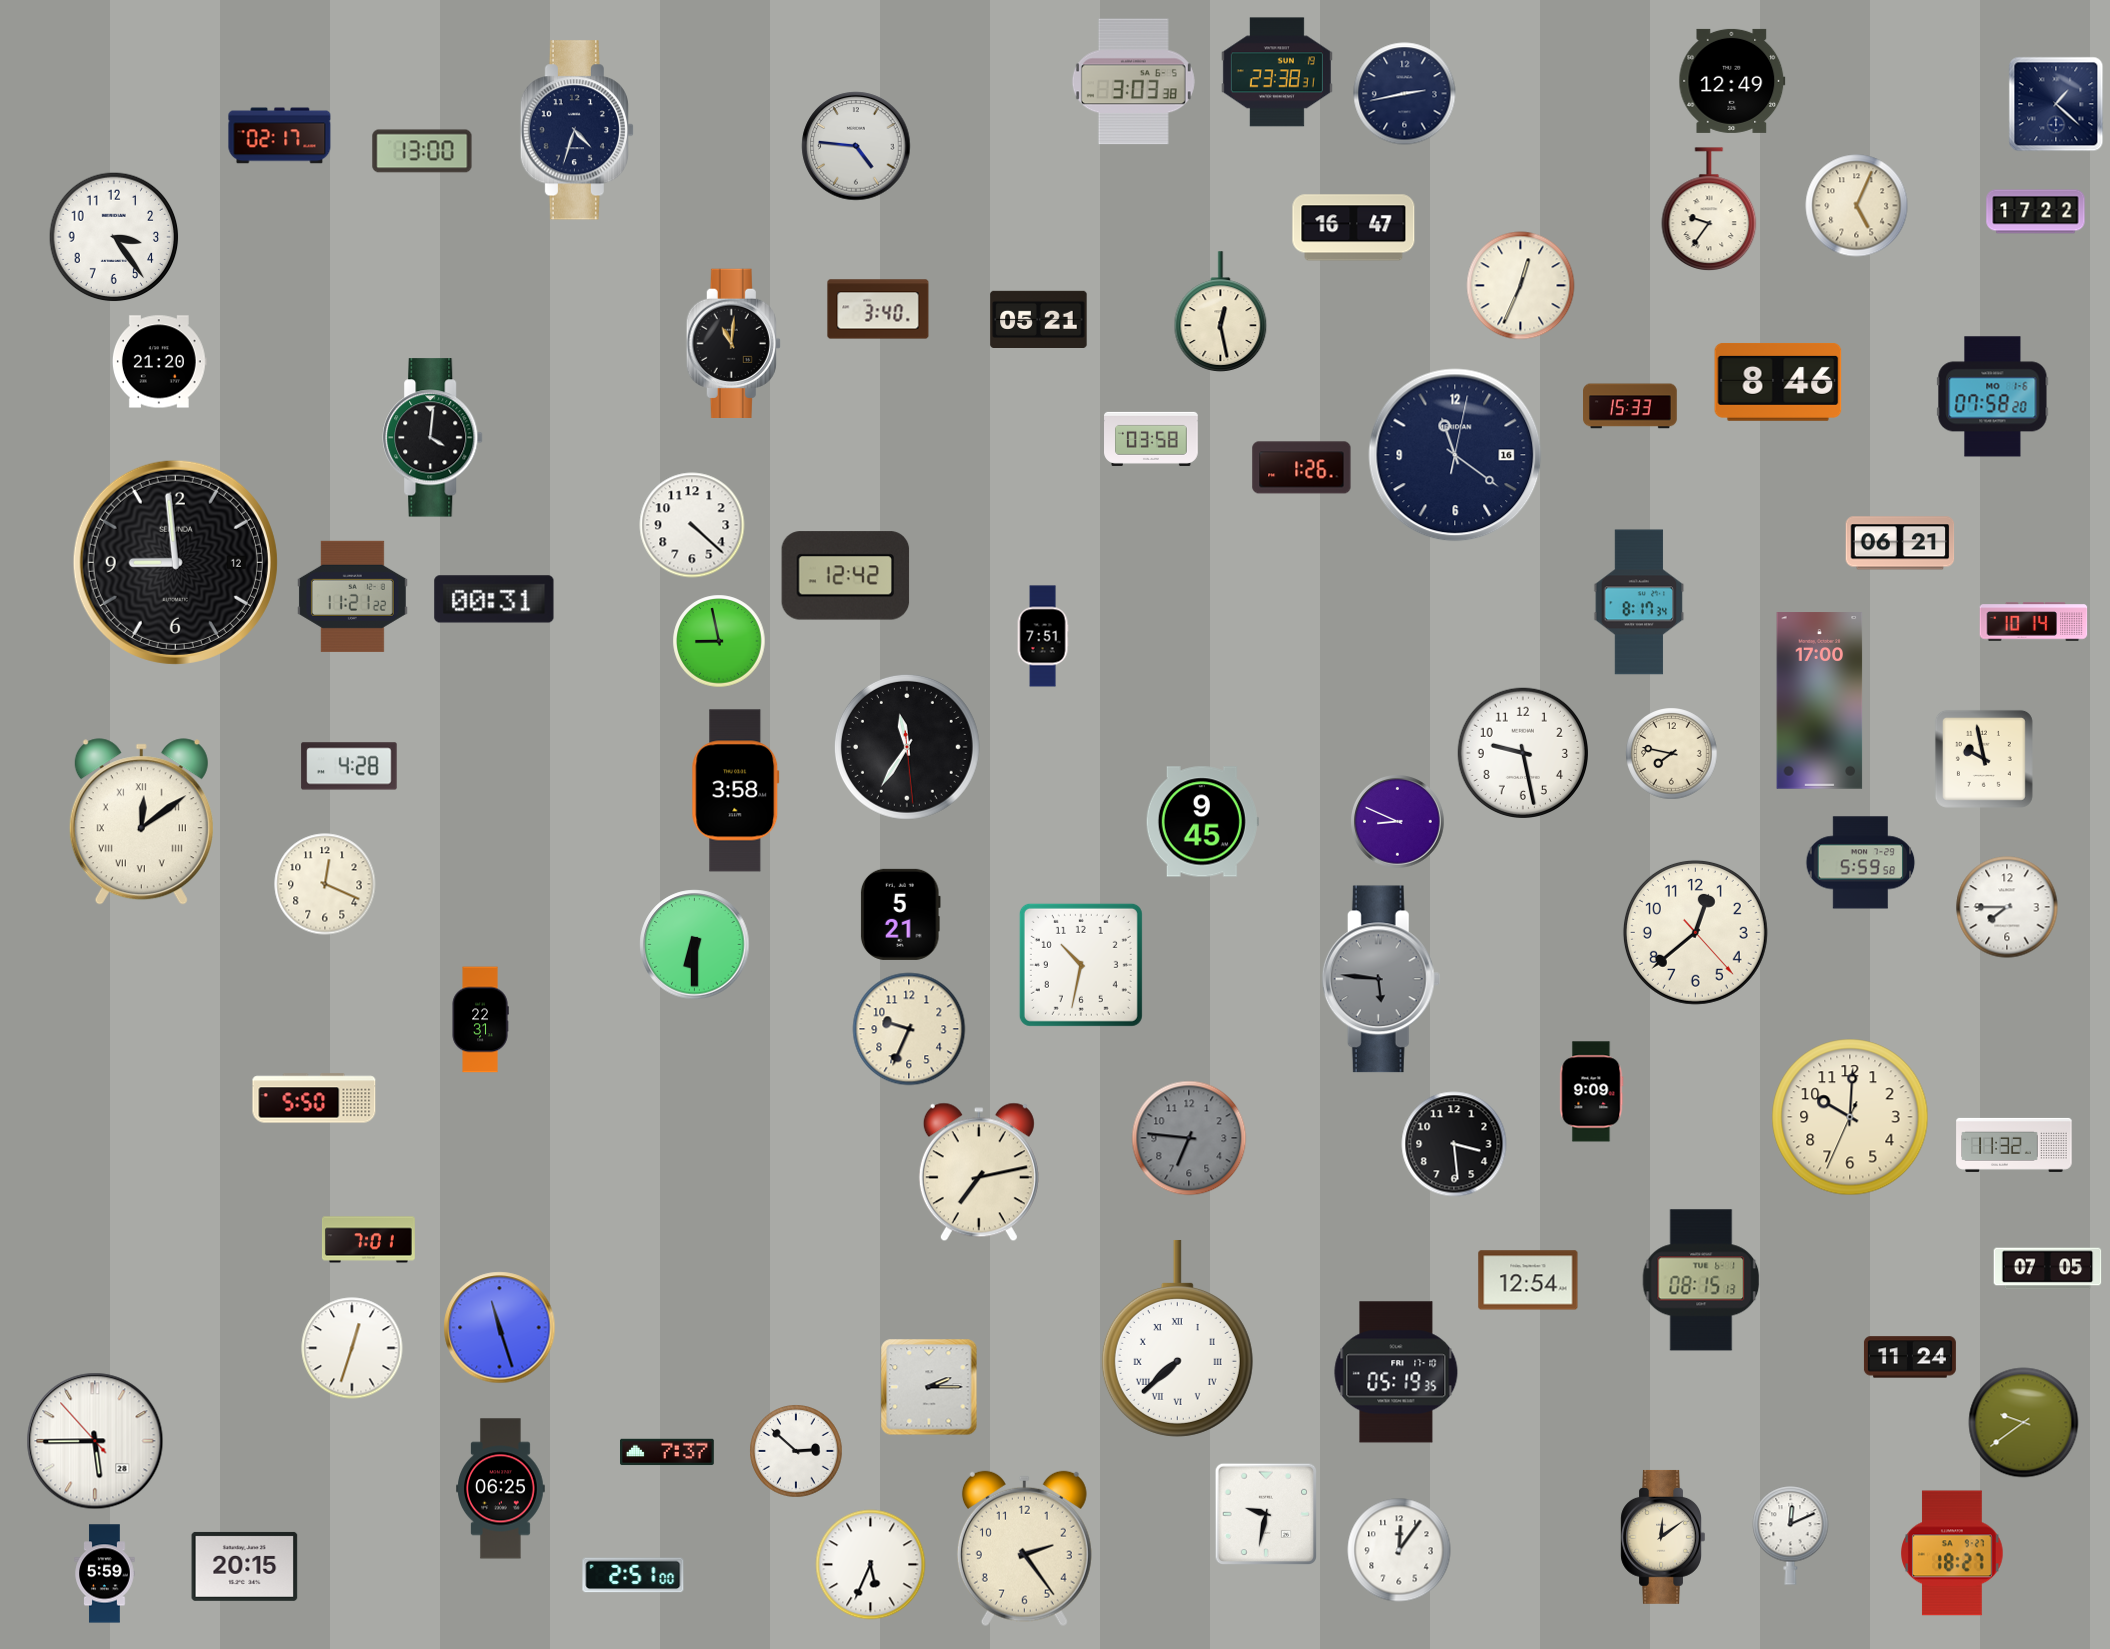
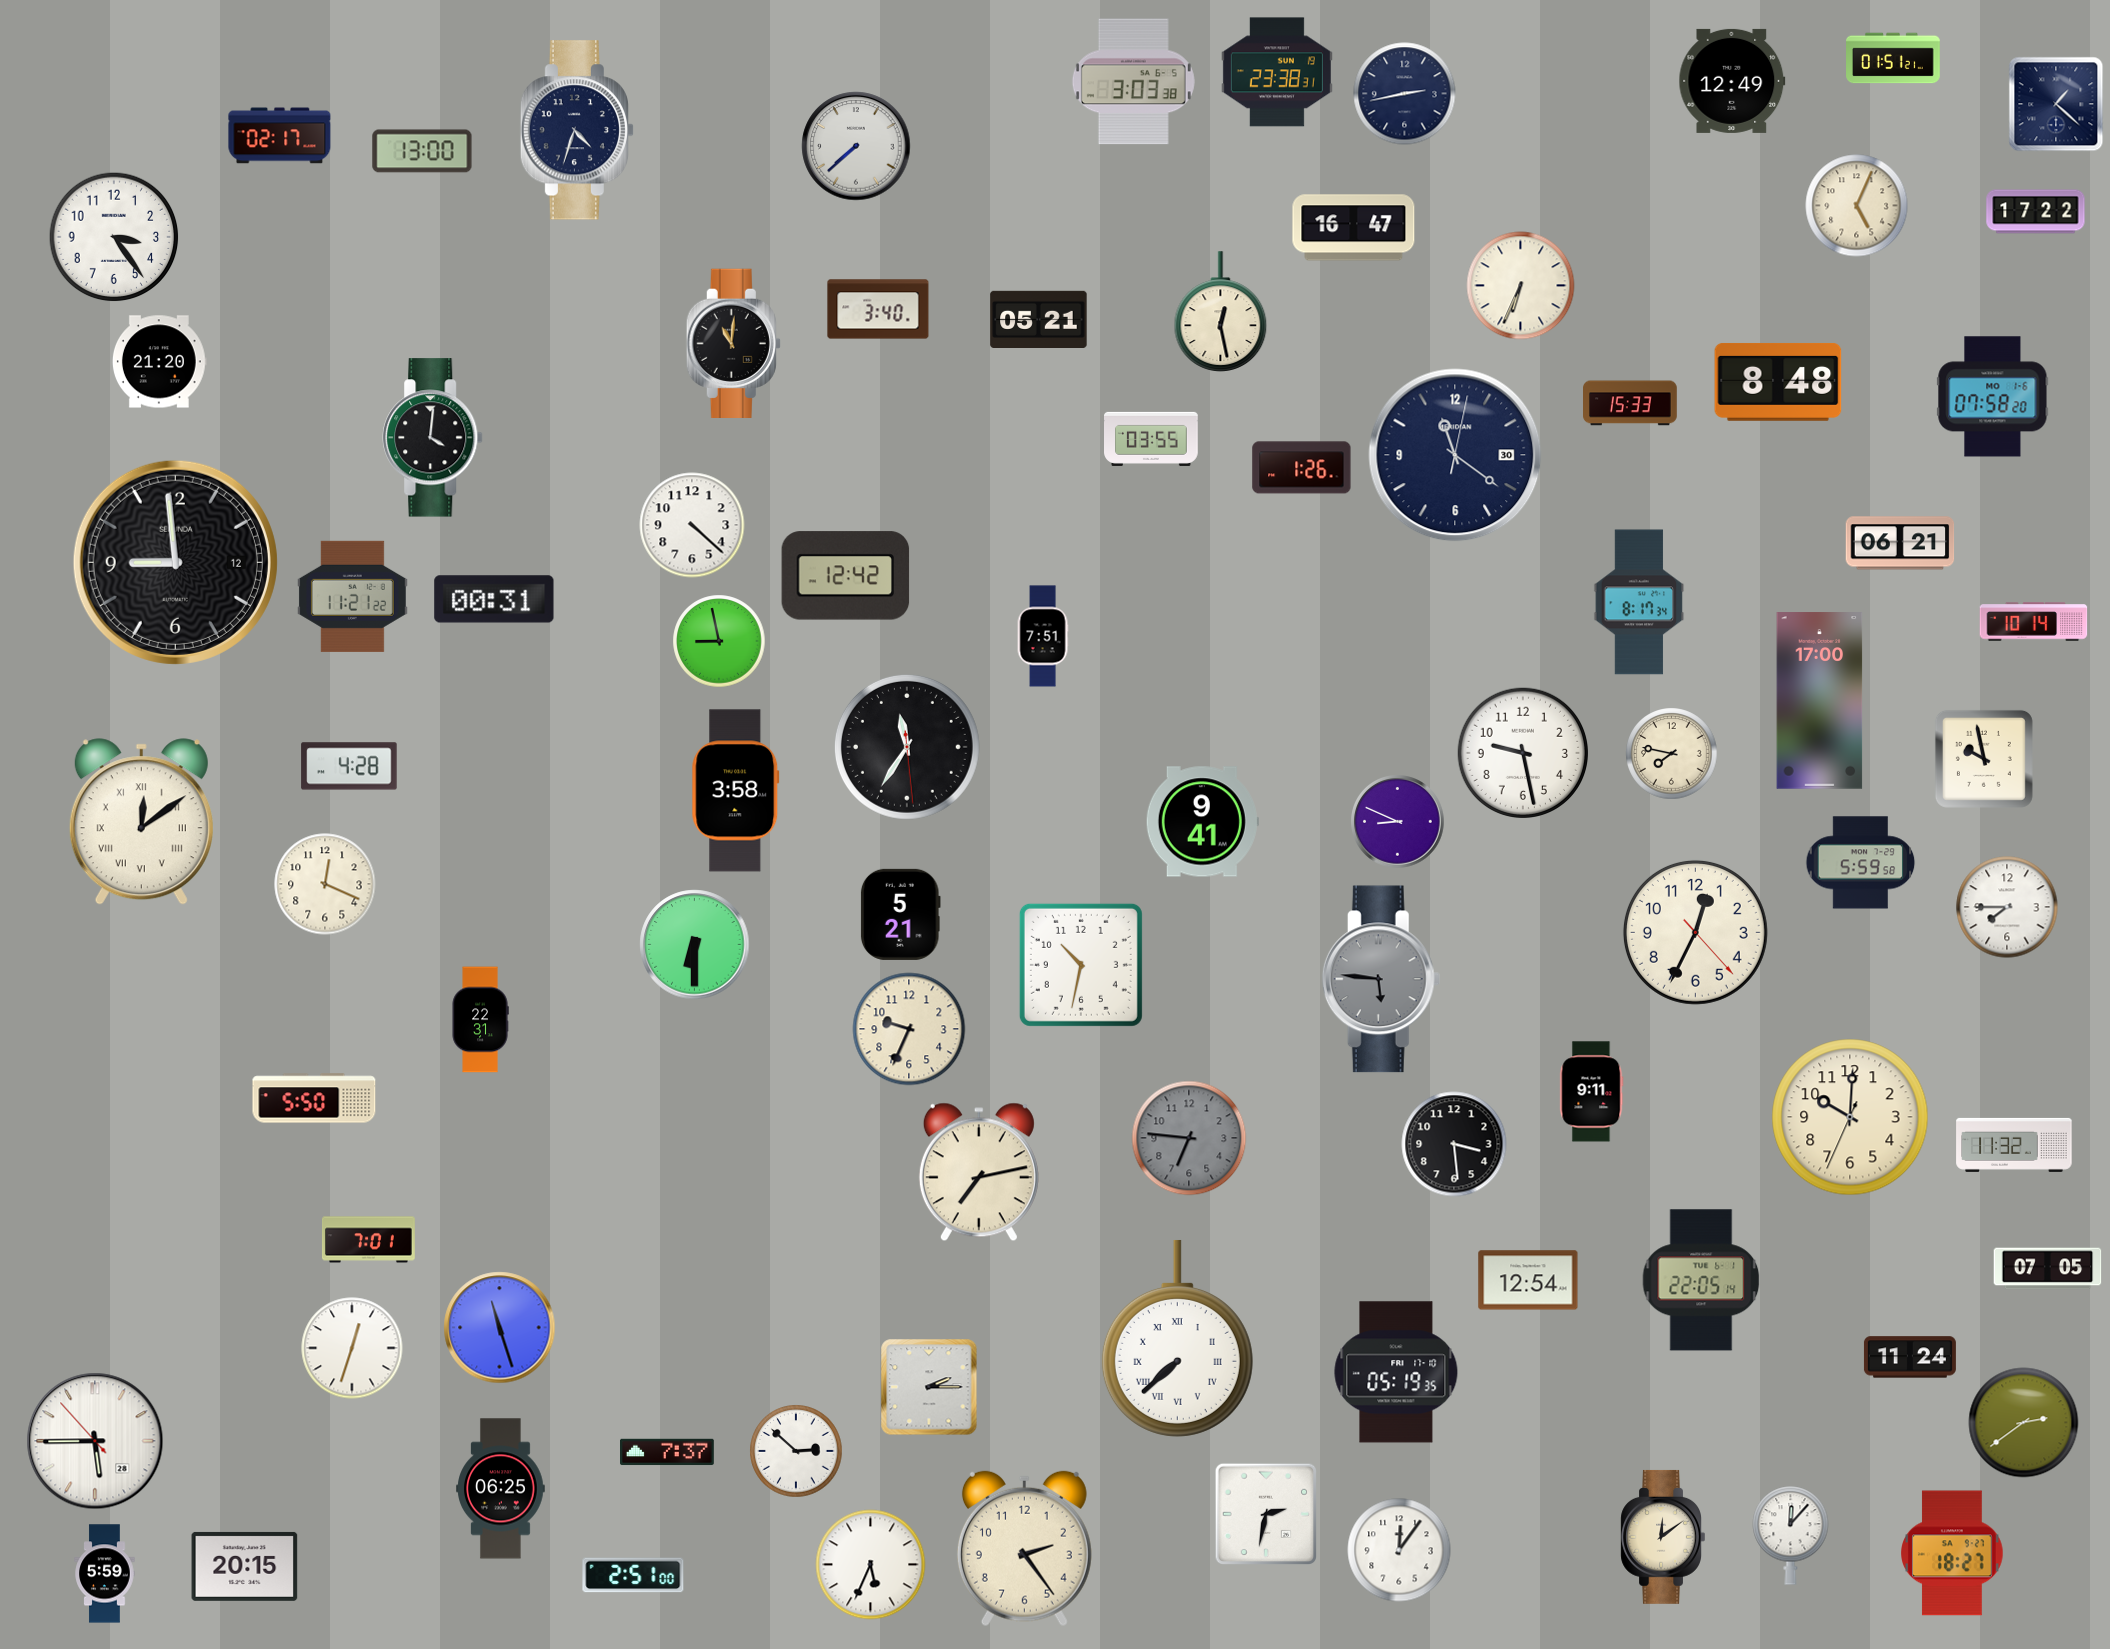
clock at (1893, 58): none -> 01:51
clock at (856, 146): 4:46 -> 7:38
clock at (1709, 209): 9:36 -> none
clock at (1521, 286): 12:34 -> 6:34
clock at (1778, 382): 8:46 -> 8:48
clock at (1631, 406) position: (1631, 406) -> (1631, 403)
clock at (1152, 439): 03:58 -> 03:55
clock at (1455, 455) date: 16 -> 30
clock at (1202, 822): 9:45 -> 9:41
clock at (1695, 932): 12:38 -> 12:34
clock at (1592, 1092): 9:09 -> 9:11
clock at (1701, 1280): 08:15 -> 22:05
clock at (2024, 1423): 9:39 -> 2:39
clock at (1265, 1513): 9:32 -> 2:32
clock at (1791, 1536): 12:11 -> 12:07
